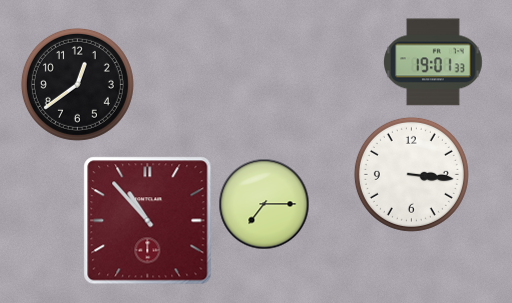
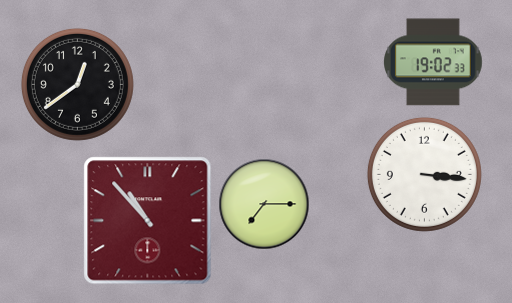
clock at (434, 62): 19:01 -> 19:02
clock at (411, 174) position: (411, 174) -> (424, 174)
